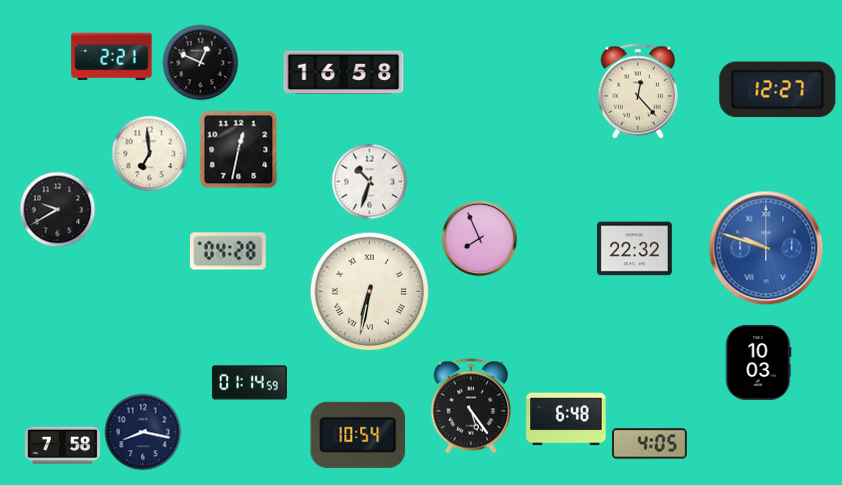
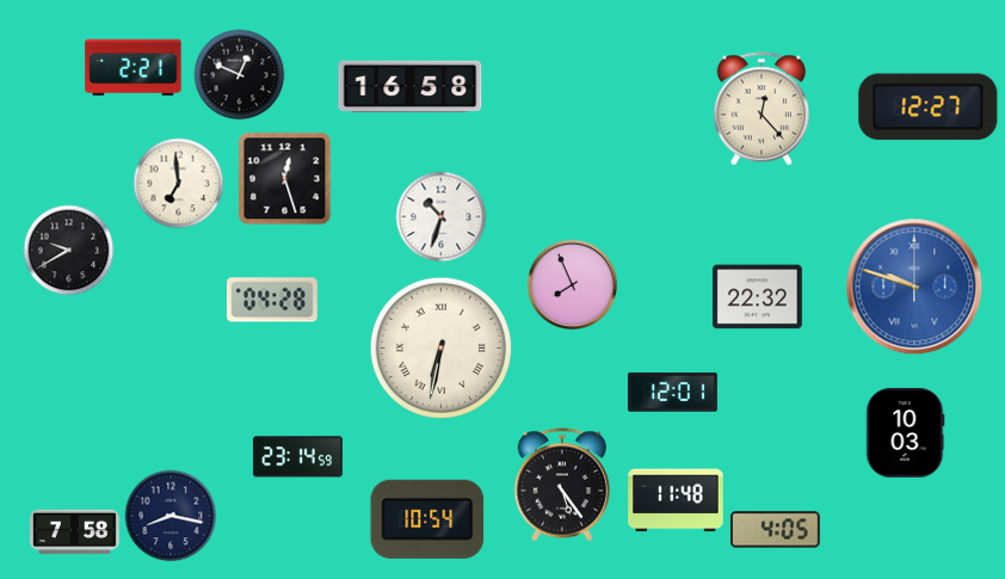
clock at (239, 150): 12:32 -> 12:27
clock at (766, 248) position: (766, 248) -> (914, 287)
clock at (672, 393): none -> 12:01
clock at (249, 383): 01:14 -> 23:14
clock at (566, 419): 6:48 -> 11:48
